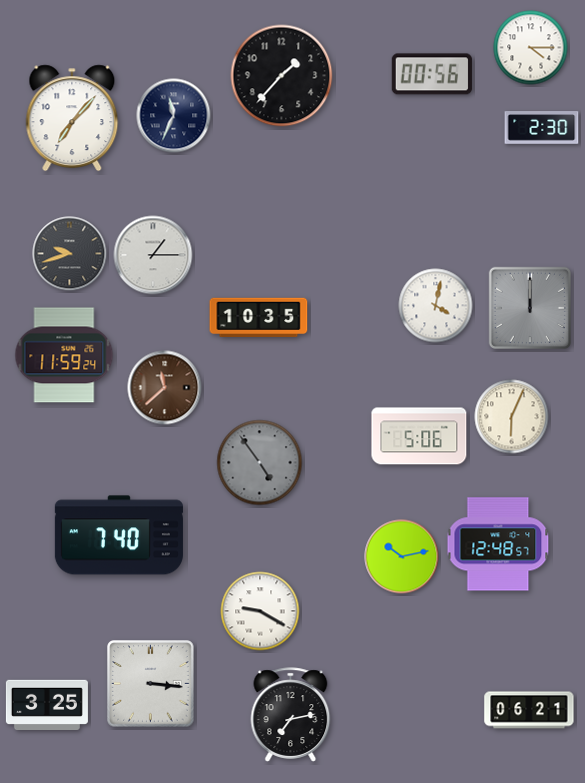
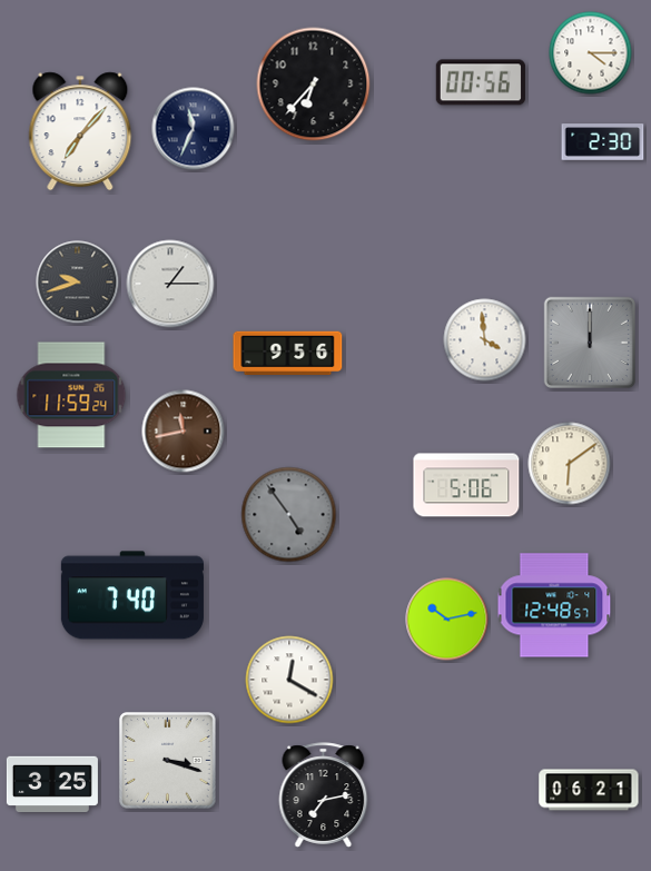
clock at (282, 76): 1:37 -> 6:37
clock at (436, 306): 4:02 -> 3:59
clock at (259, 318): 10:35 -> 9:56
clock at (165, 388): 11:38 -> 11:43
clock at (512, 417): 6:04 -> 6:09
clock at (260, 611): 9:20 -> 12:20
clock at (151, 684): 3:16 -> 3:18
